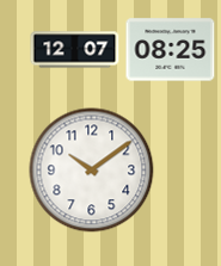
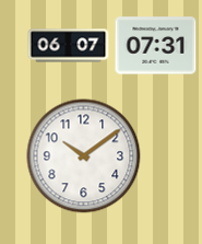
clock at (75, 50): 12:07 -> 06:07
clock at (171, 50): 08:25 -> 07:31
